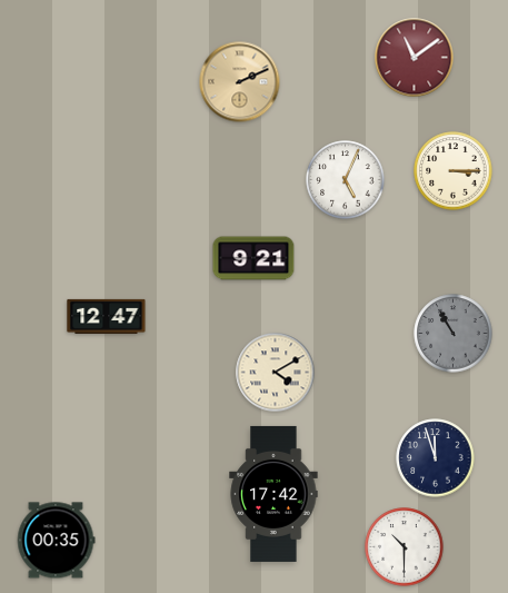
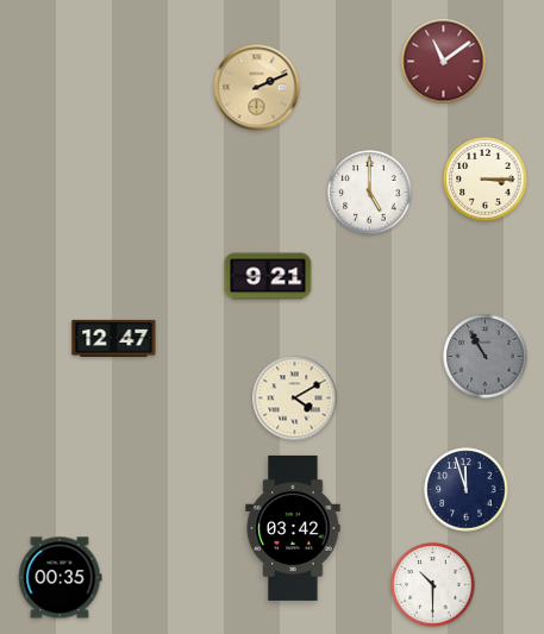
clock at (454, 171) position: (454, 171) -> (486, 180)
clock at (346, 180): 5:04 -> 5:00
clock at (253, 258) position: (253, 258) -> (268, 276)
clock at (273, 494): 17:42 -> 03:42
